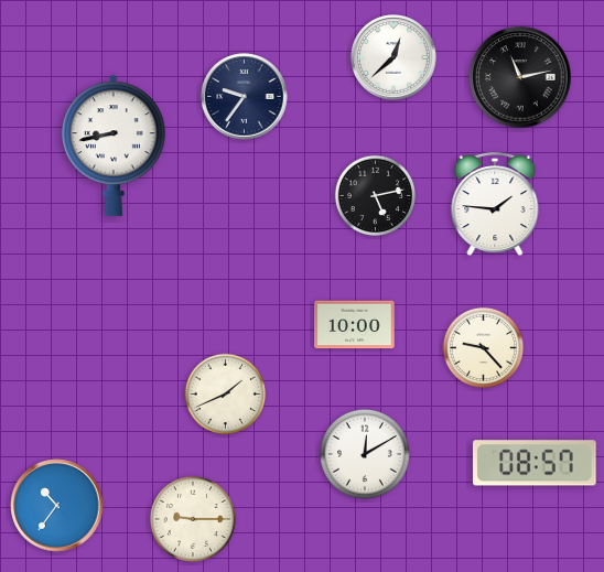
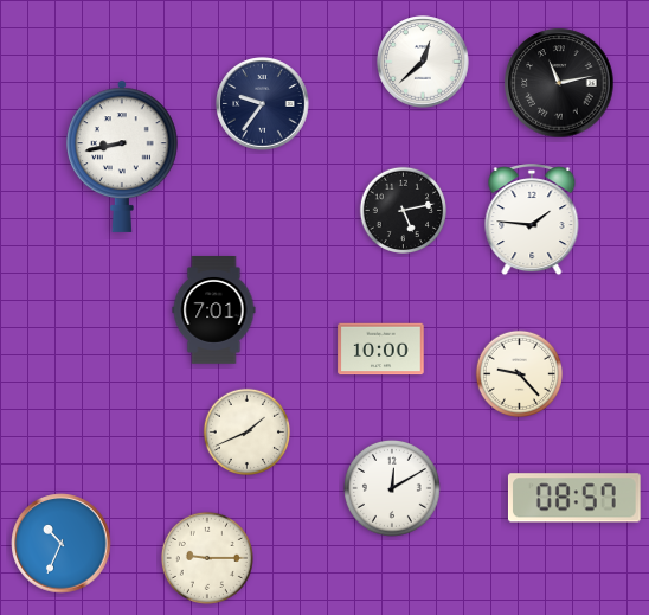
clock at (214, 310): none -> 7:01
clock at (225, 393) position: (225, 393) -> (246, 431)
clock at (57, 506): 10:36 -> 10:34
